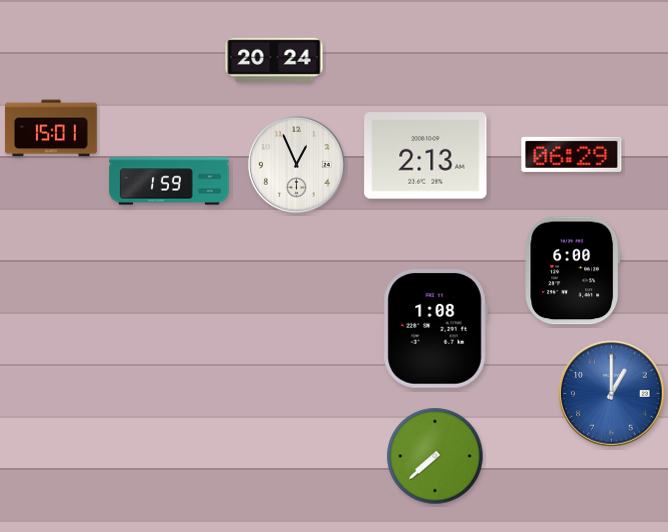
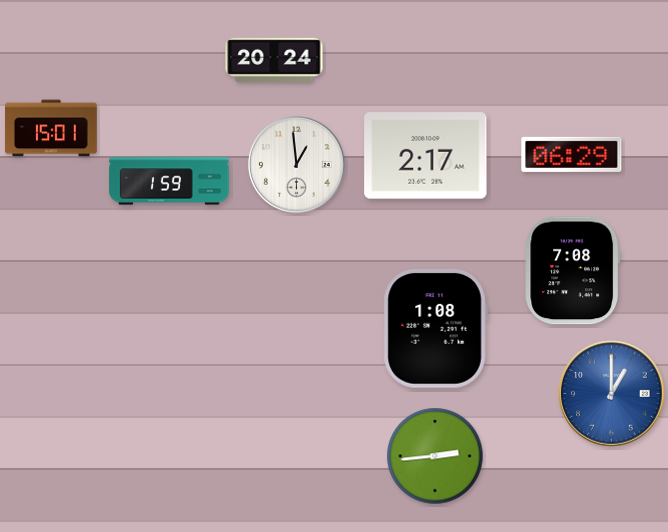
clock at (426, 156): 2:13 -> 2:17
clock at (297, 165): 12:56 -> 12:59
clock at (572, 271): 6:00 -> 7:08
clock at (435, 456): 7:38 -> 2:44
